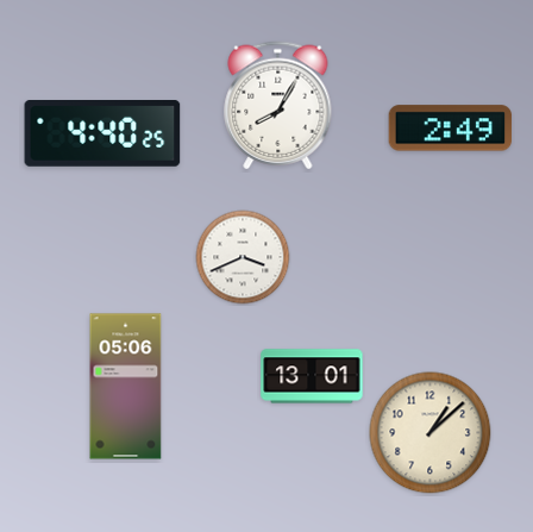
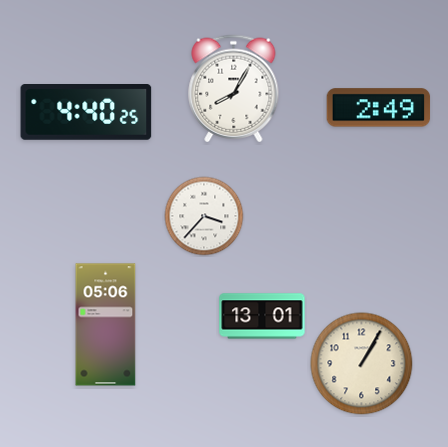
clock at (243, 257): 3:41 -> 3:37
clock at (431, 433): 1:08 -> 1:05
